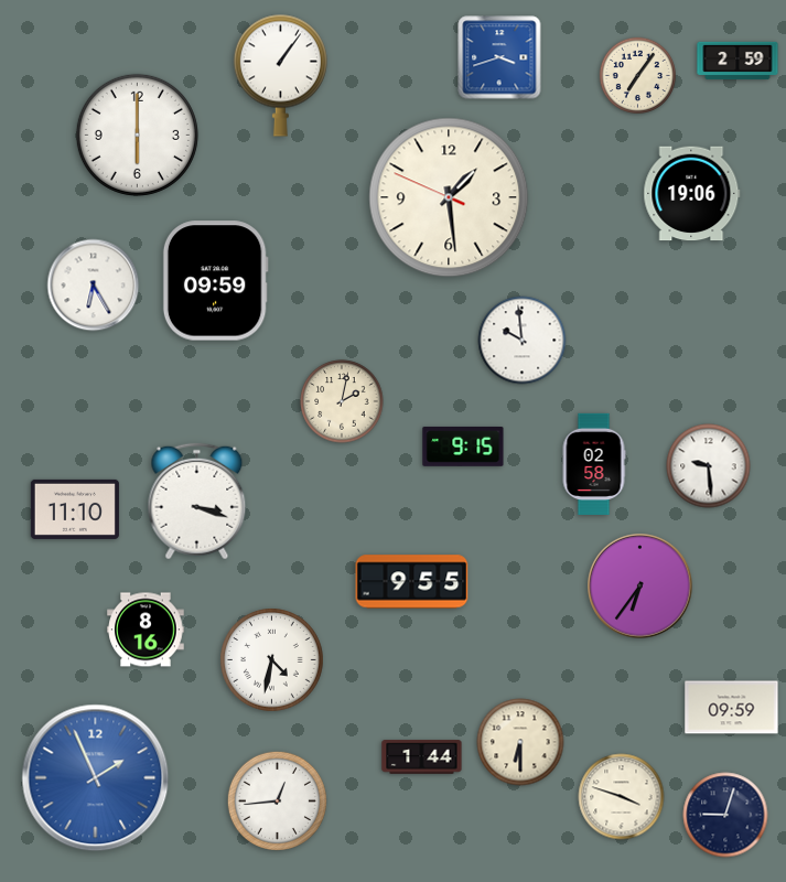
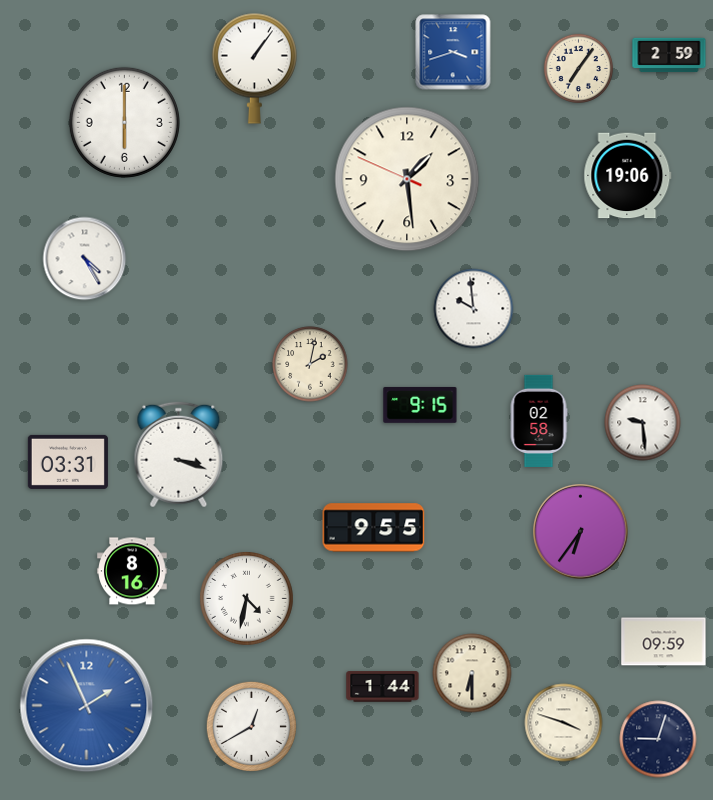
clock at (215, 281): 09:59 -> none
clock at (94, 286): 6:25 -> 4:25
clock at (75, 509): 11:10 -> 03:31
clock at (277, 800): 12:44 -> 12:40
